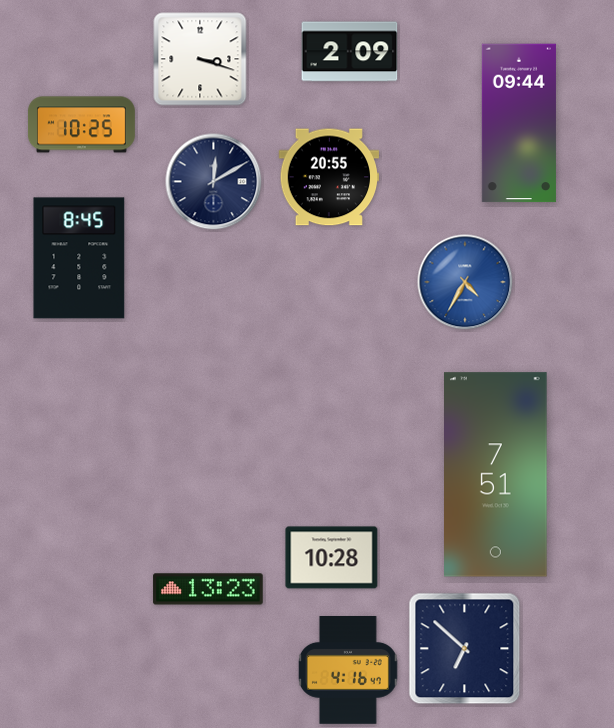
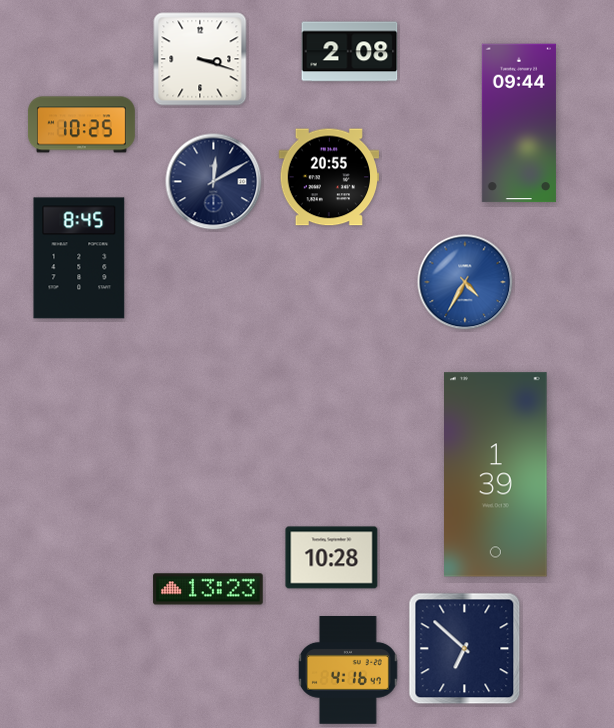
clock at (350, 52): 2:09 -> 2:08
clock at (496, 475): 7:51 -> 1:39
